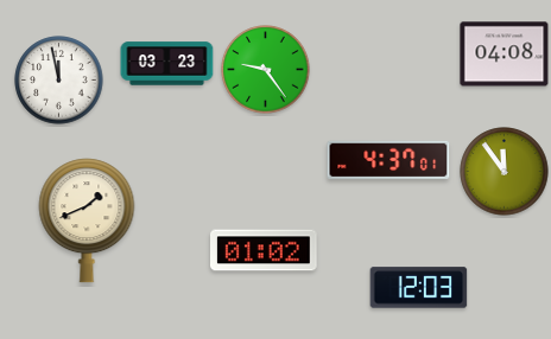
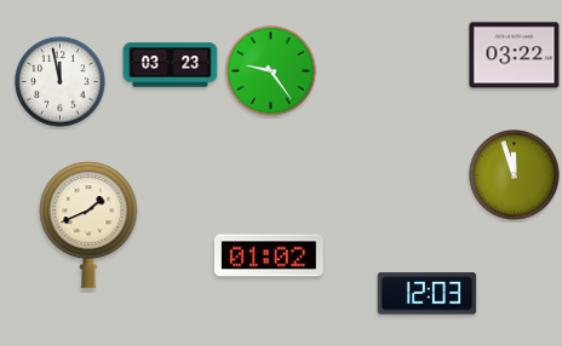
clock at (505, 55): 04:08 -> 03:22
clock at (388, 160): 4:37 -> none
clock at (505, 172): 11:54 -> 11:57
